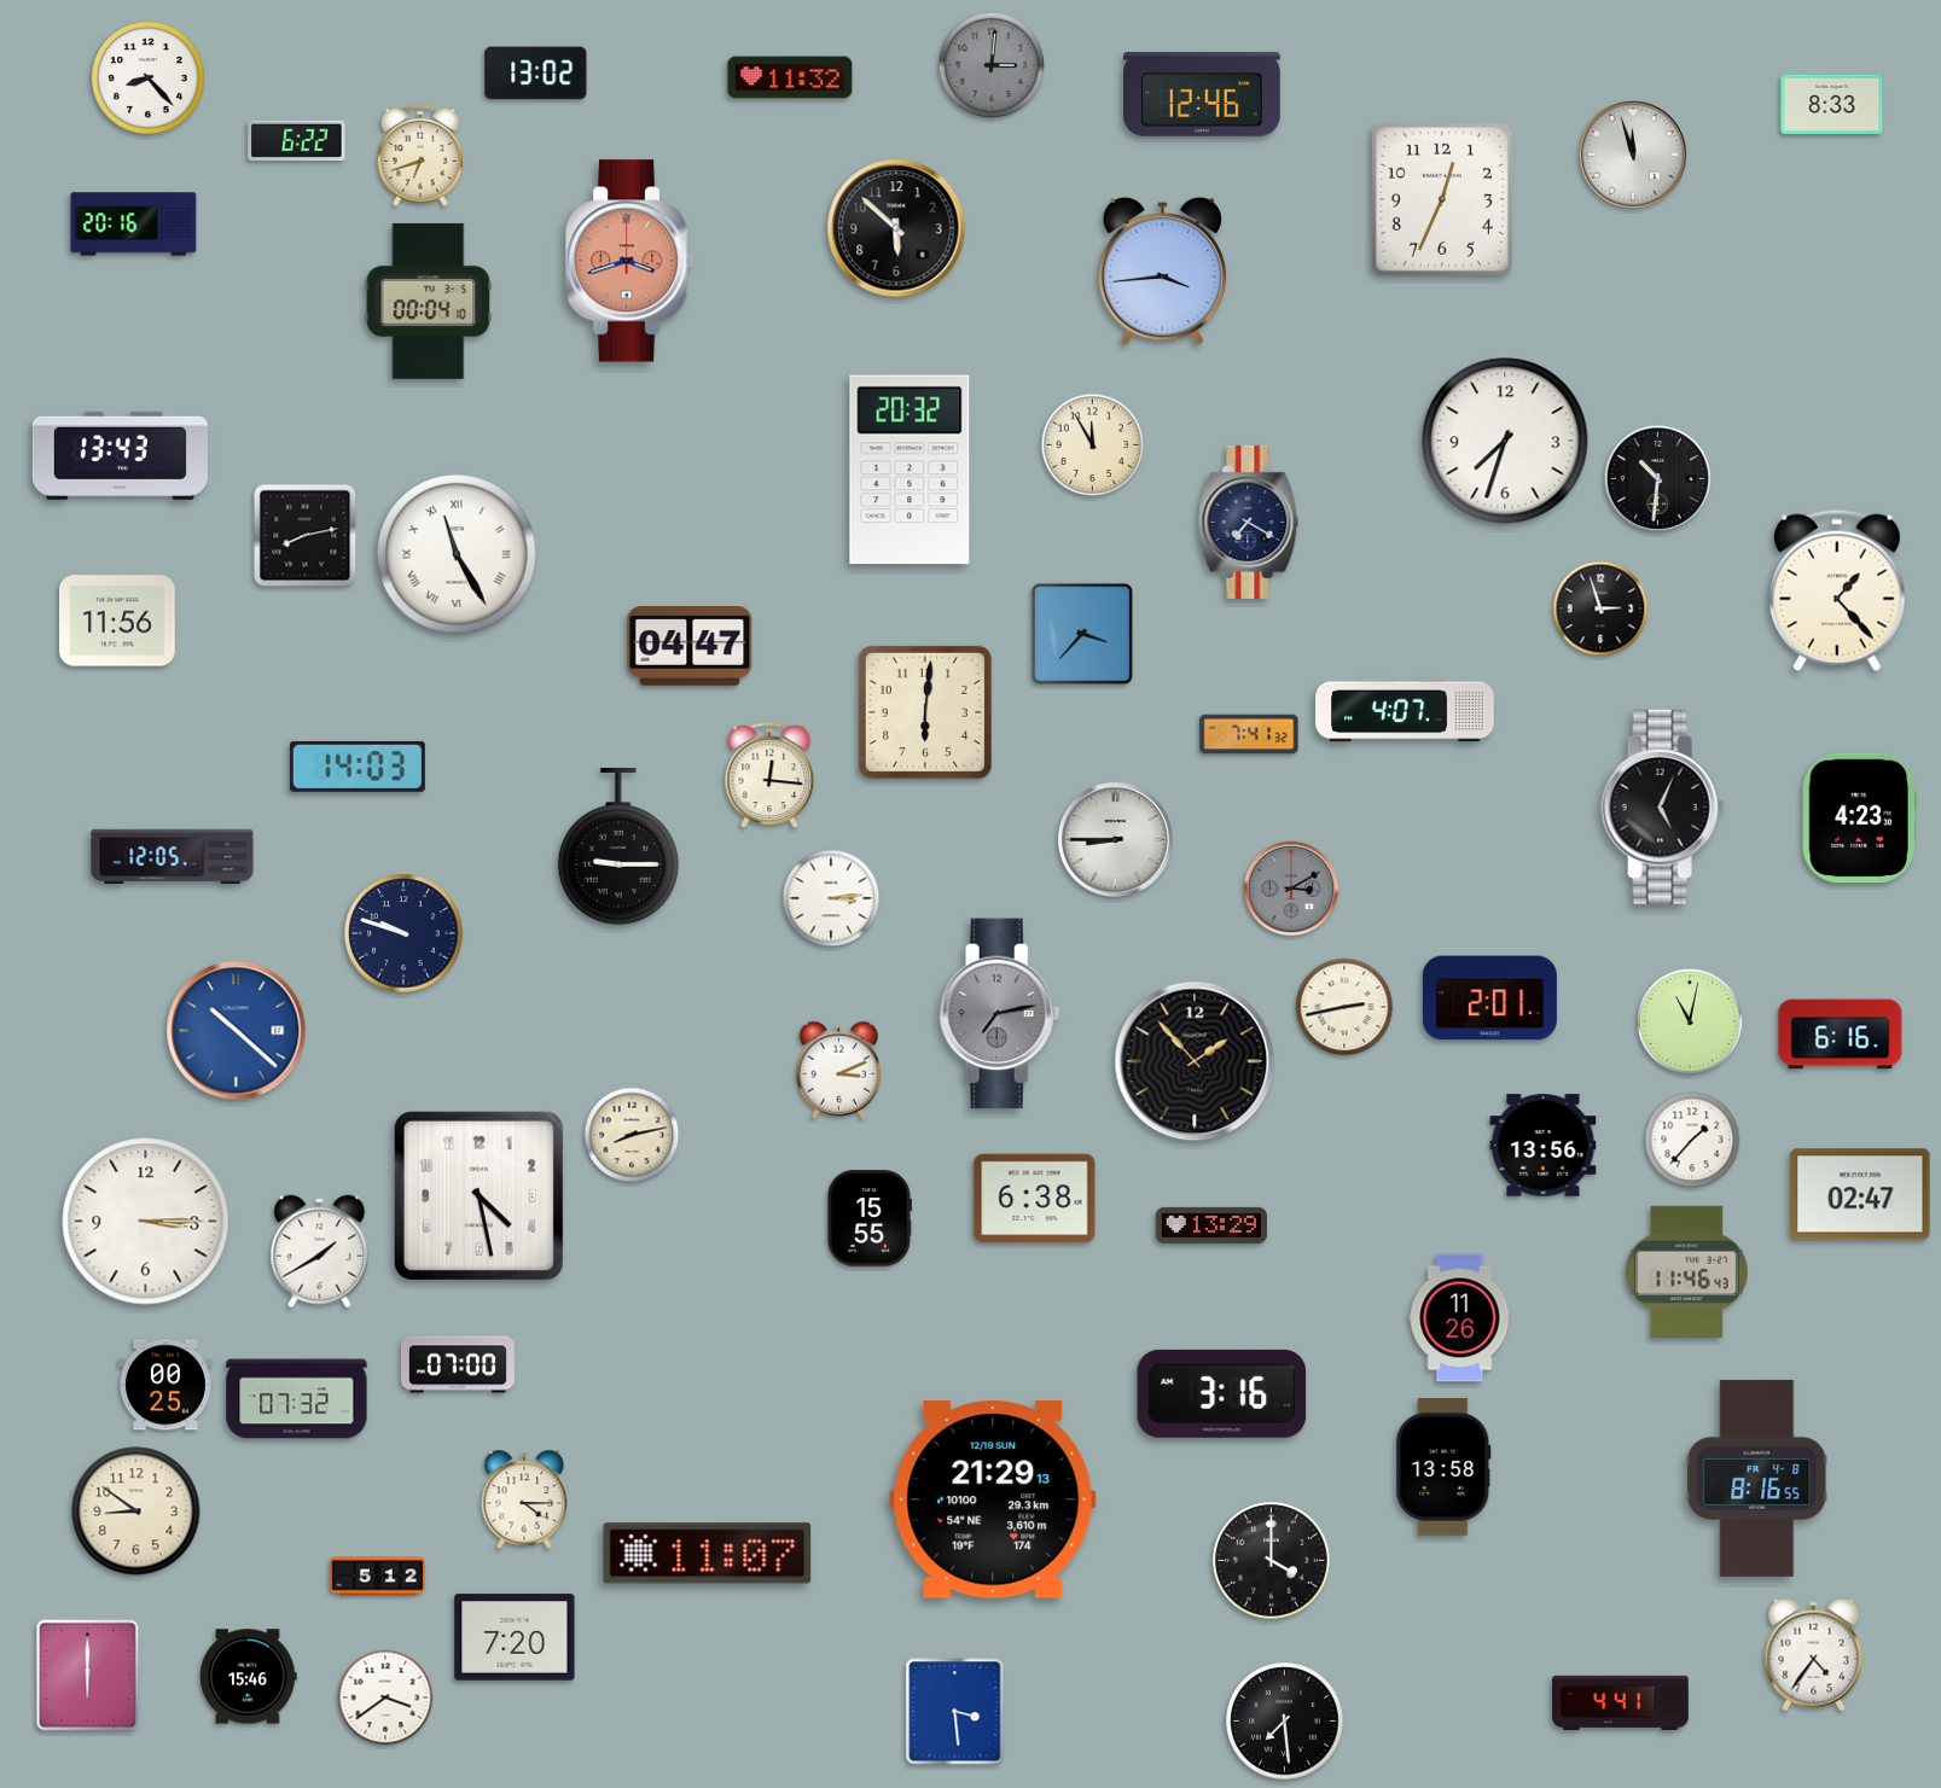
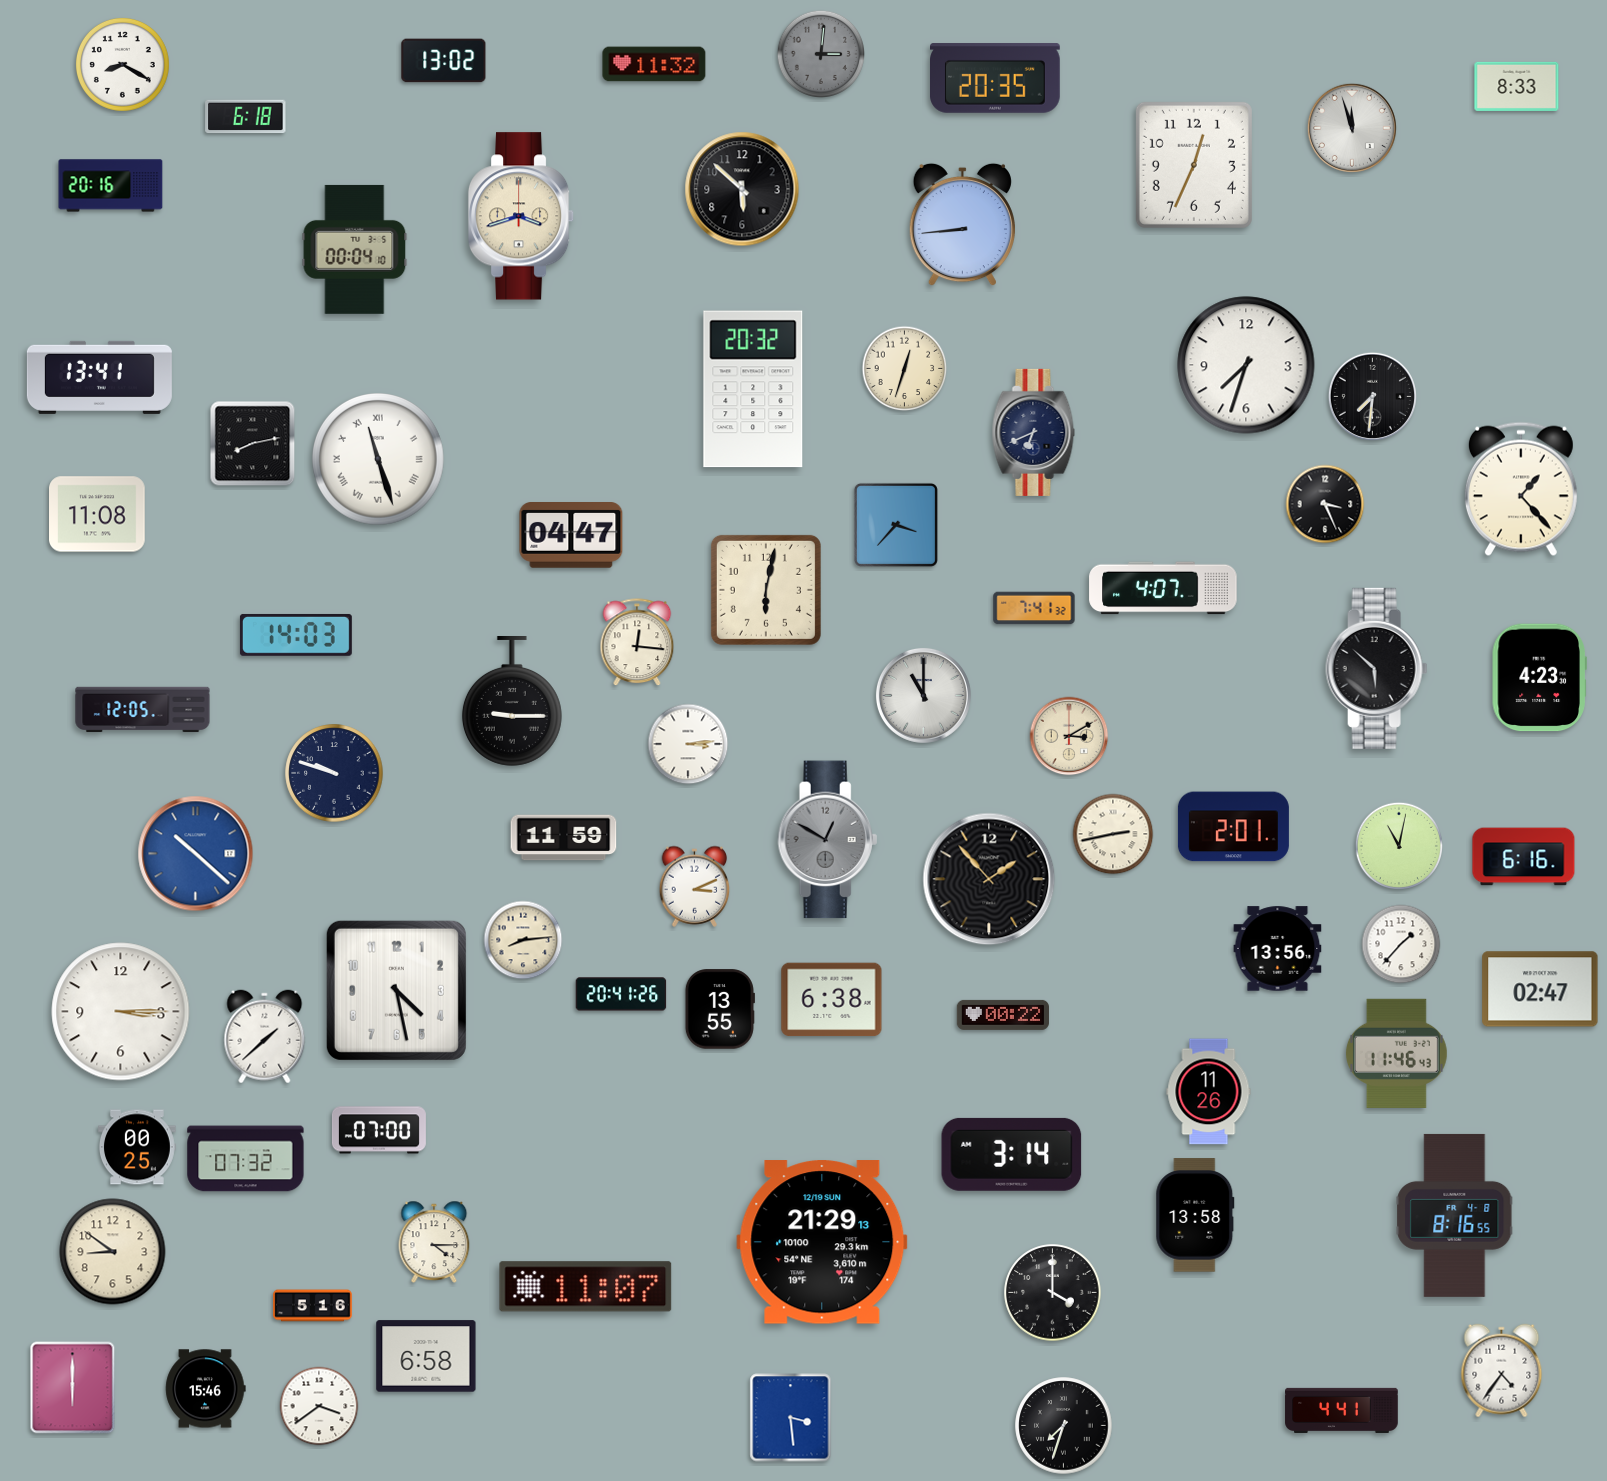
clock at (147, 77): 8:23 -> 8:20
clock at (1203, 95): 12:46 -> 20:35
clock at (297, 141): 6:22 -> 6:18
clock at (420, 156): 6:42 -> none
clock at (629, 261) dial: salmon -> cream
clock at (1162, 272): 3:44 -> 8:44
clock at (1093, 445): 11:55 -> 12:33
clock at (120, 455): 13:43 -> 13:41
clock at (1657, 478): 10:31 -> 7:31
clock at (1249, 522): 7:20 -> 6:41
clock at (458, 555): 11:25 -> 11:27
clock at (1600, 608): 2:57 -> 3:26
clock at (117, 621): 11:56 -> 11:08
clock at (925, 712): 6:01 -> 6:02
clock at (1663, 806): 5:04 -> 5:52
clock at (1115, 839): 8:45 -> 11:00
clock at (1291, 889) dial: grey -> cream
clock at (564, 838): none -> 11:59
clock at (1000, 1014): 7:13 -> 12:50
clock at (632, 1135): 8:13 -> 8:14
clock at (1035, 1199) position: (1035, 1199) -> (832, 1000)
clock at (621, 994): none -> 20:41
clock at (868, 1218): 15:55 -> 13:55
clock at (1211, 1225): 13:29 -> 00:22
clock at (320, 1252): 1:40 -> 1:38
clock at (1222, 1393): 3:16 -> 3:14
clock at (1757, 1478) position: (1757, 1478) -> (1455, 1215)
clock at (378, 1577): 5:12 -> 5:16
clock at (515, 1637): 7:20 -> 6:58
clock at (1285, 1722): 7:29 -> 7:33
